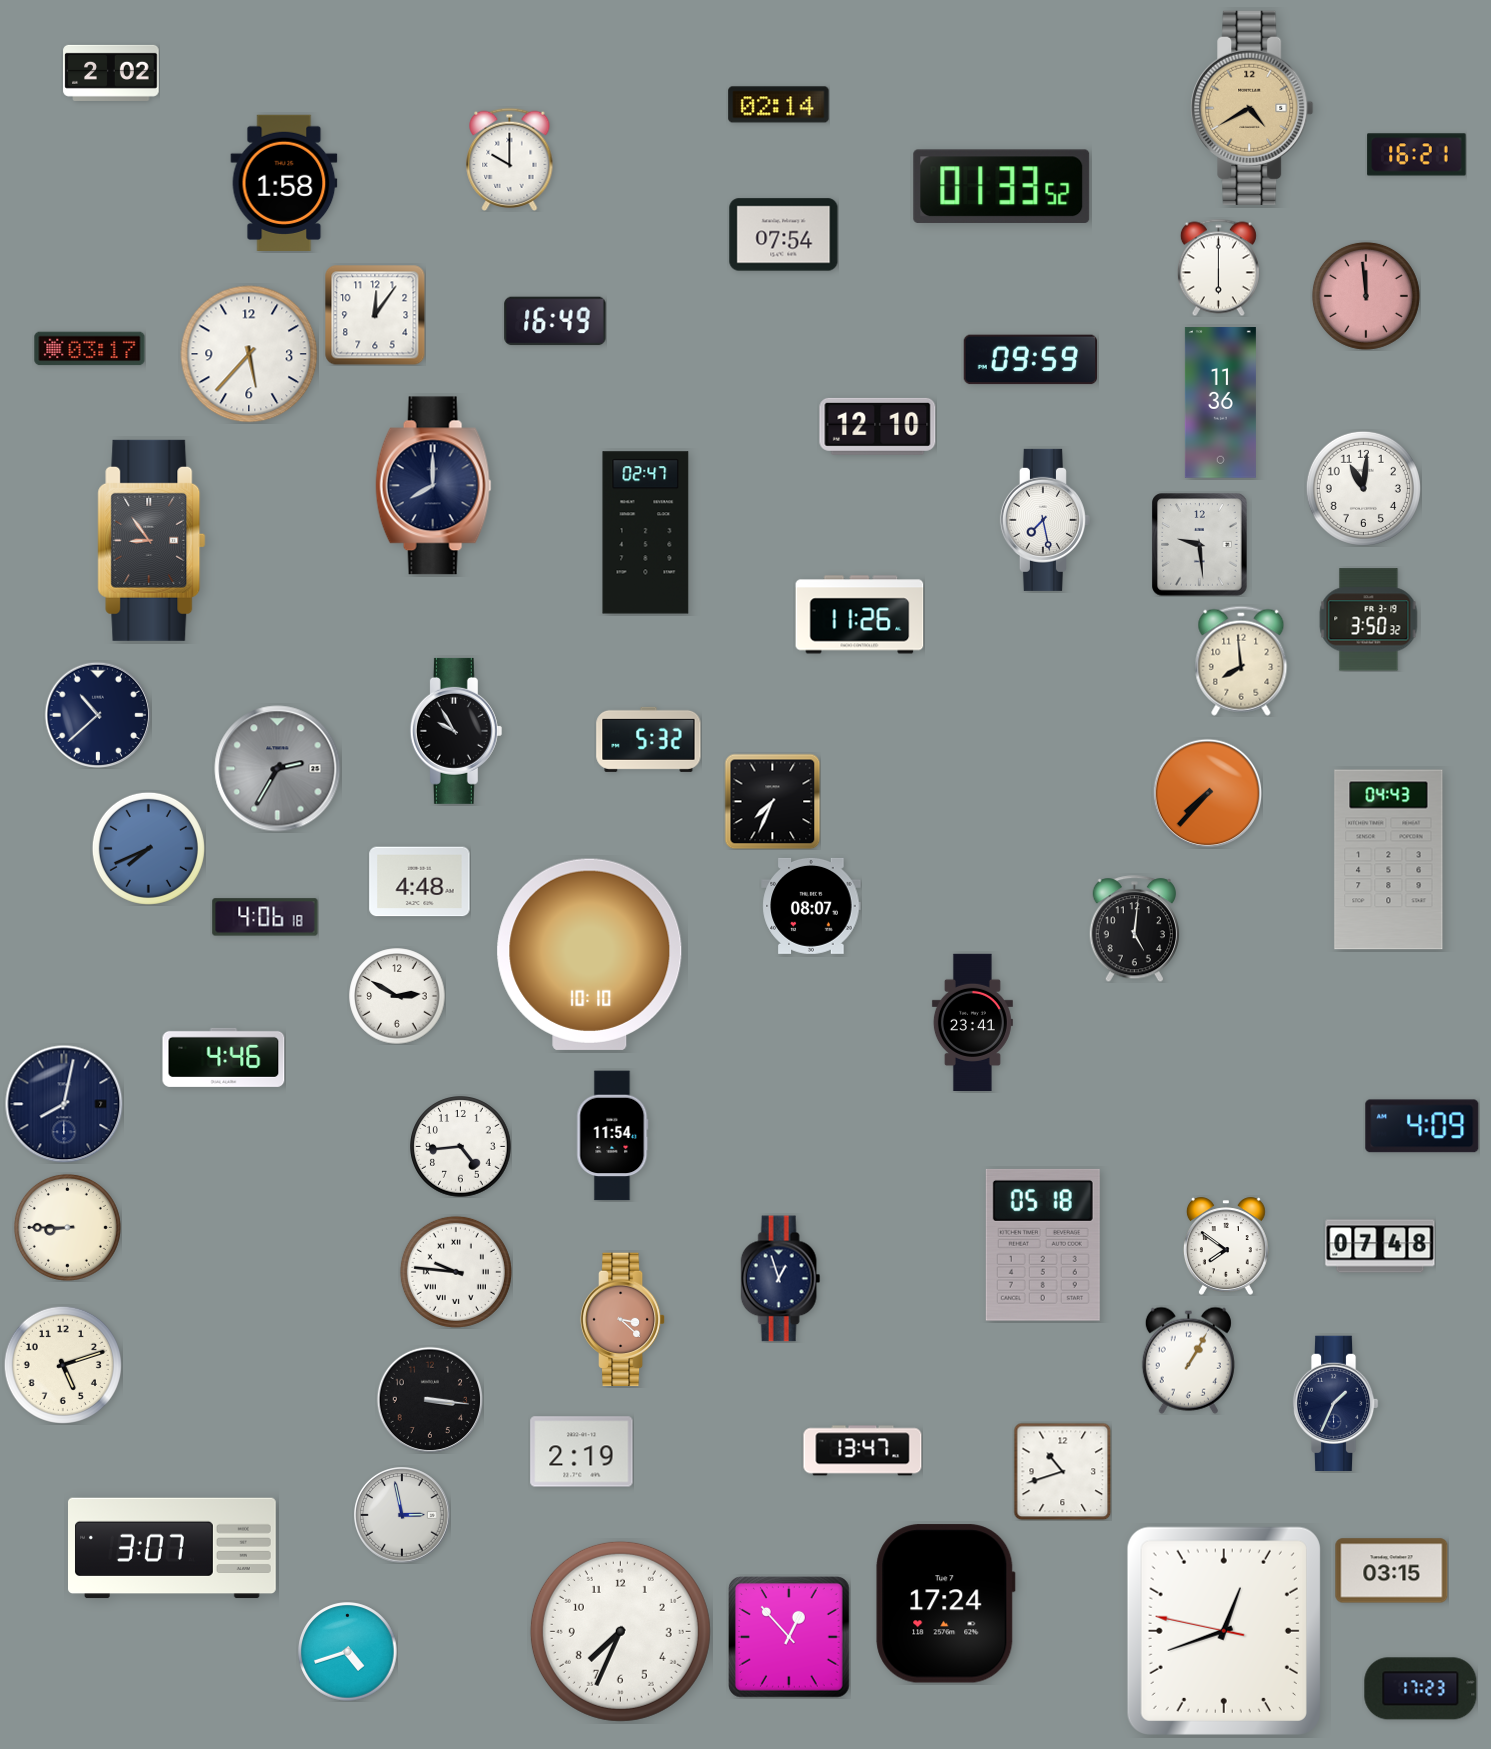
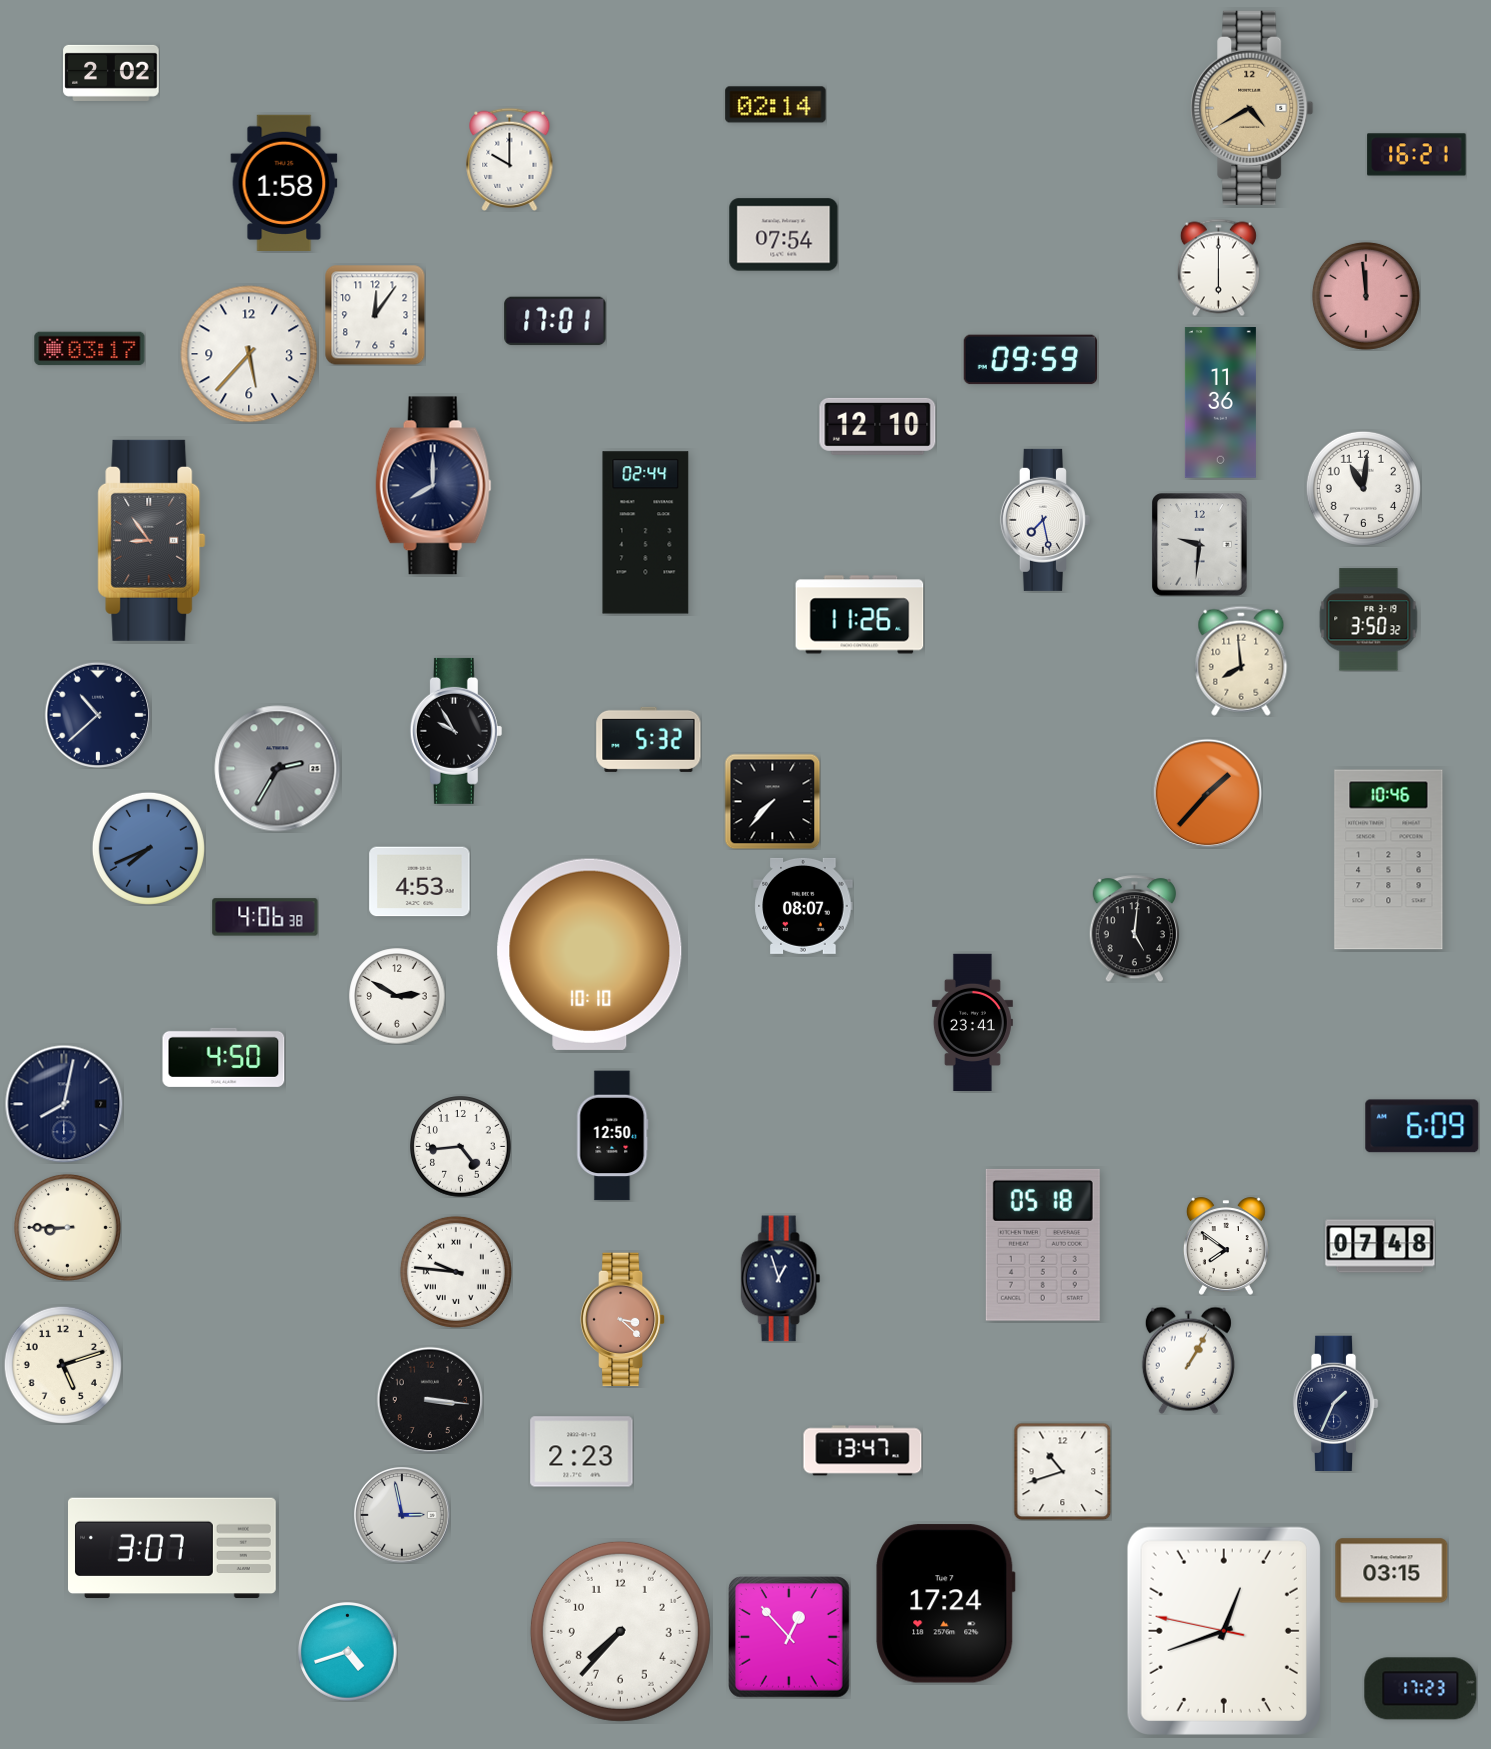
clock at (779, 105) position: (779, 105) -> (776, 105)
clock at (1002, 186): 01:33 -> none
clock at (555, 321): 16:49 -> 17:01
clock at (646, 533): 02:47 -> 02:44
clock at (1200, 545): 9:29 -> 9:31
clock at (1207, 793): 7:37 -> 1:37
clock at (772, 801): 7:34 -> 7:37
clock at (1389, 860): 04:43 -> 10:46
clock at (420, 882): 4:48 -> 4:53
clock at (811, 906) position: (811, 906) -> (803, 906)
clock at (265, 917): 4:06:18 -> 4:06:38
clock at (224, 1057): 4:46 -> 4:50
clock at (1422, 1126): 4:09 -> 6:09
clock at (613, 1136): 11:54 -> 12:50
clock at (582, 1452): 2:19 -> 2:23
clock at (620, 1631): 7:34 -> 7:37
